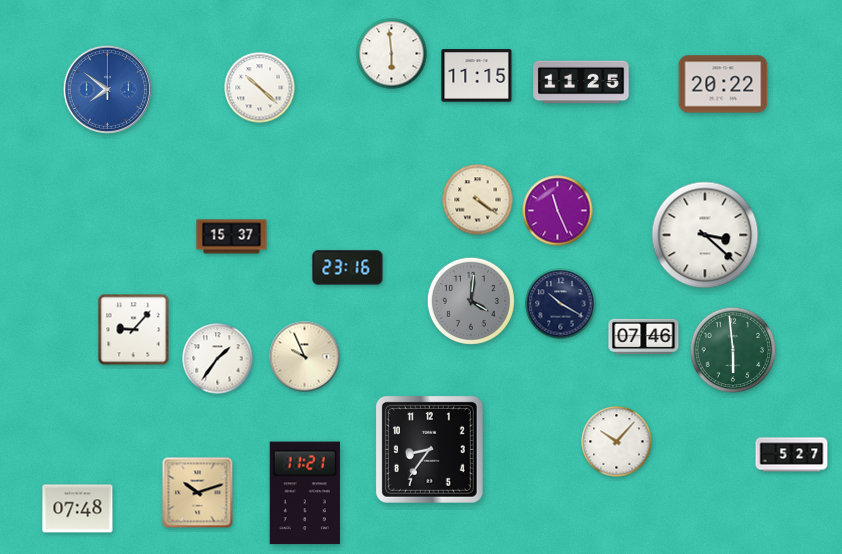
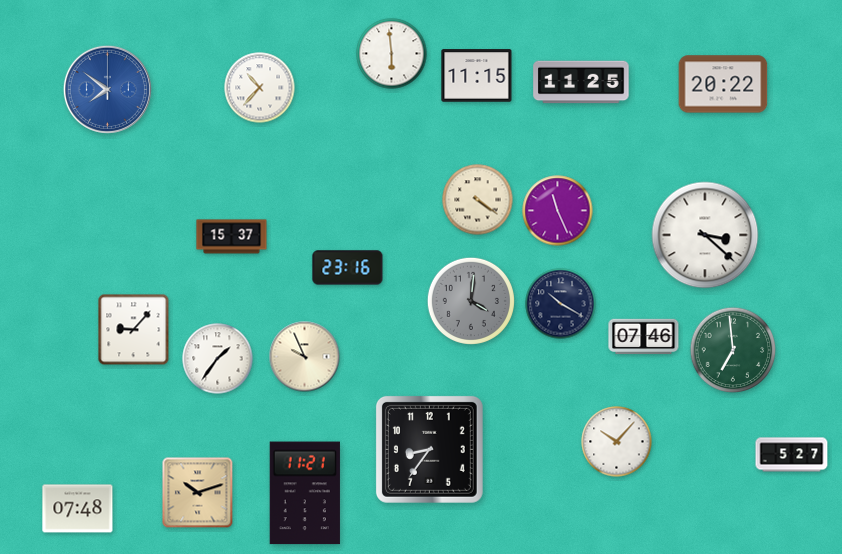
clock at (260, 88): 10:22 -> 10:37
clock at (733, 350): 5:59 -> 6:59
